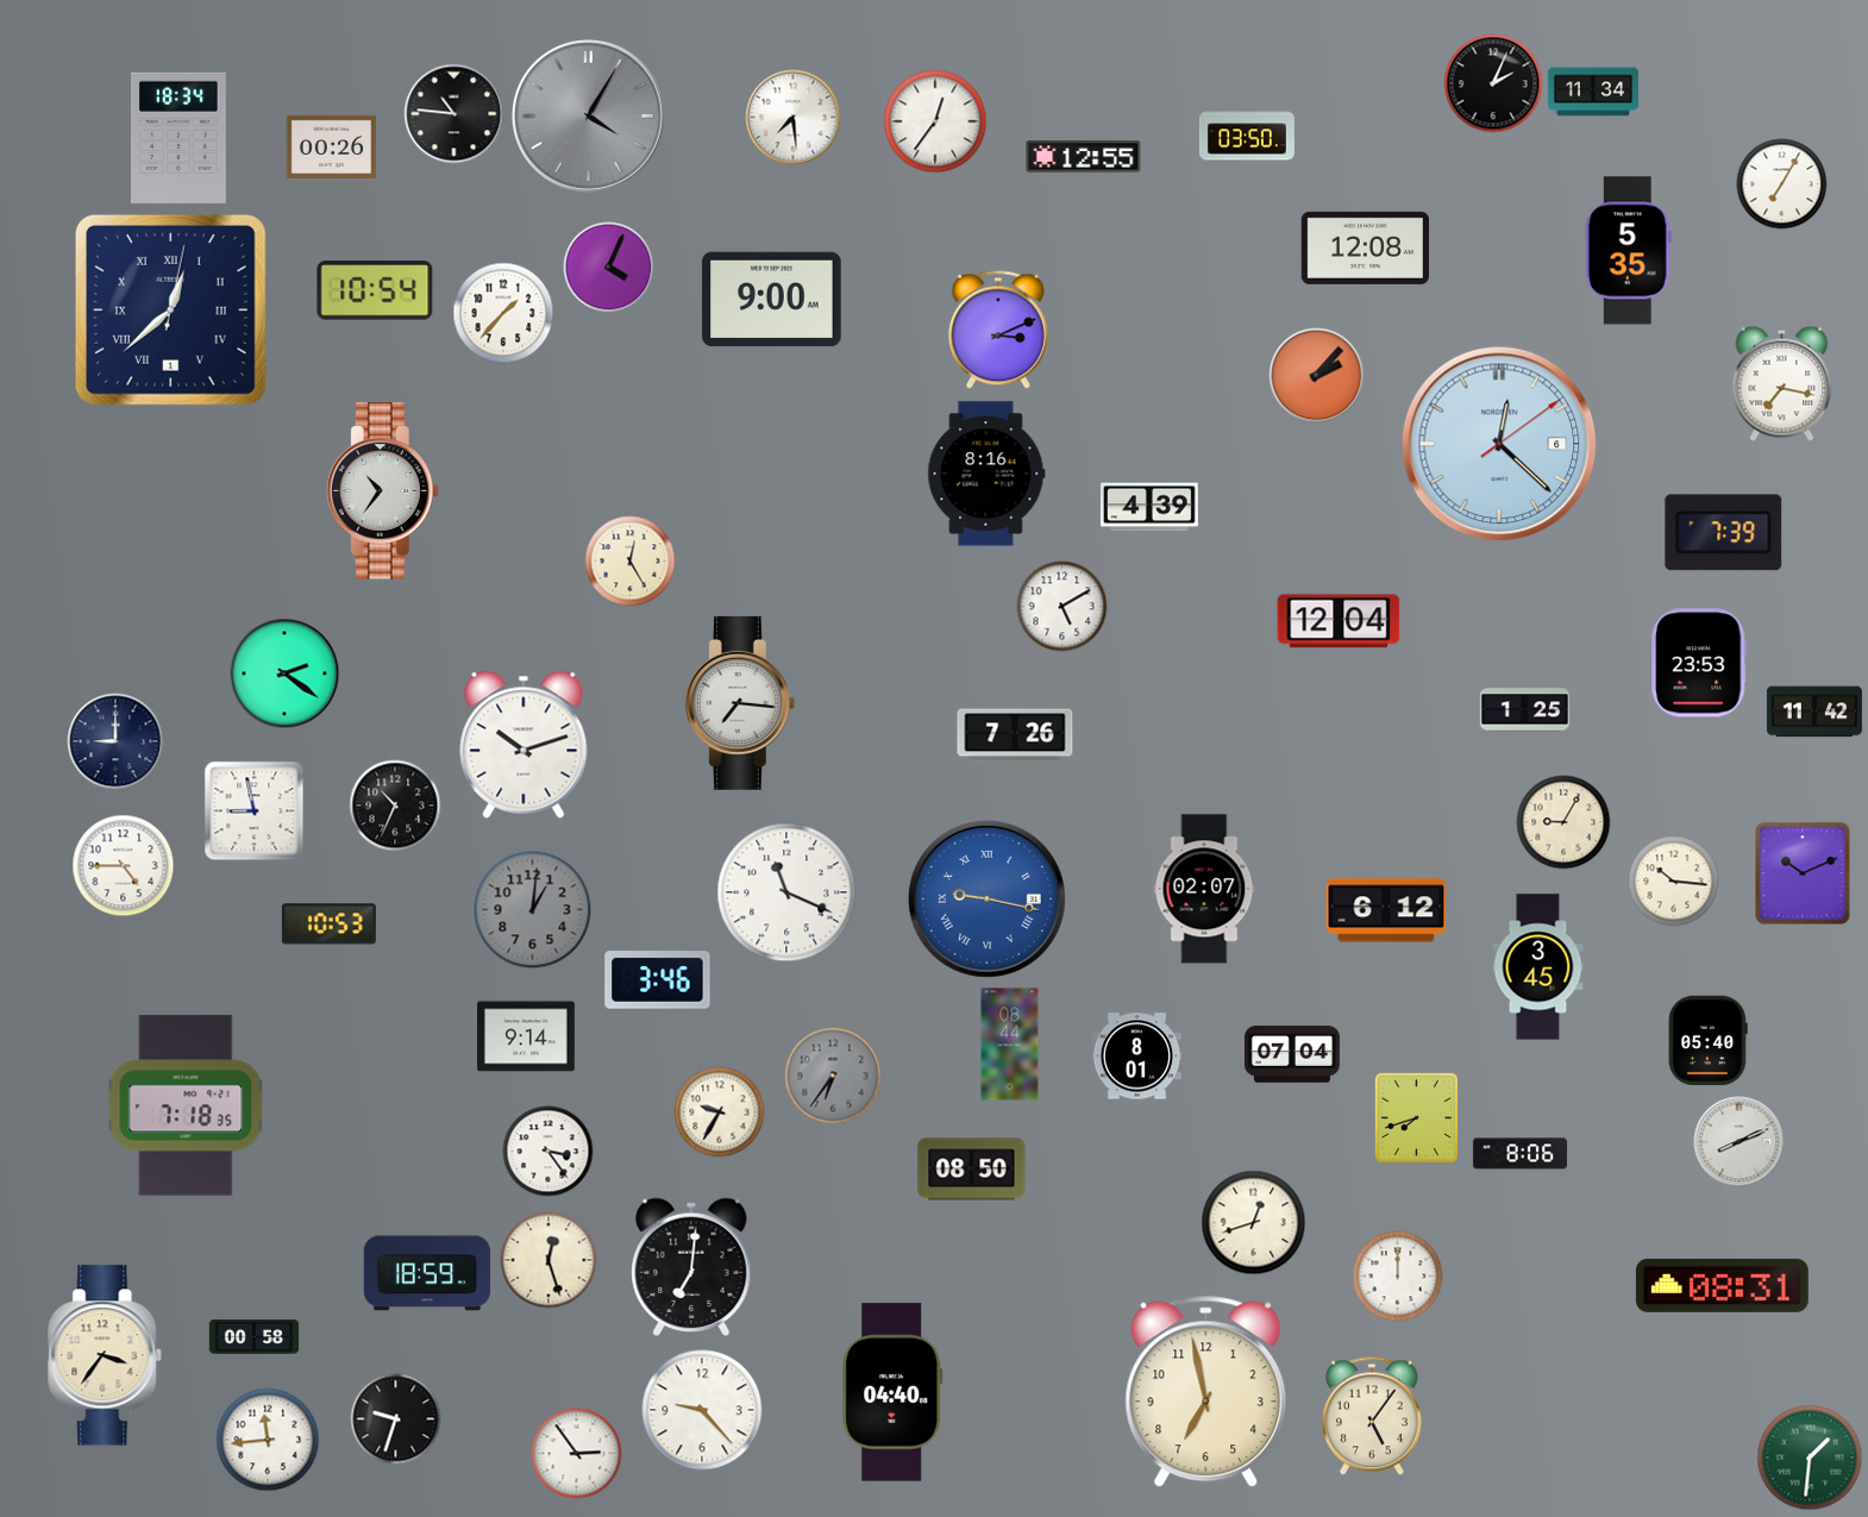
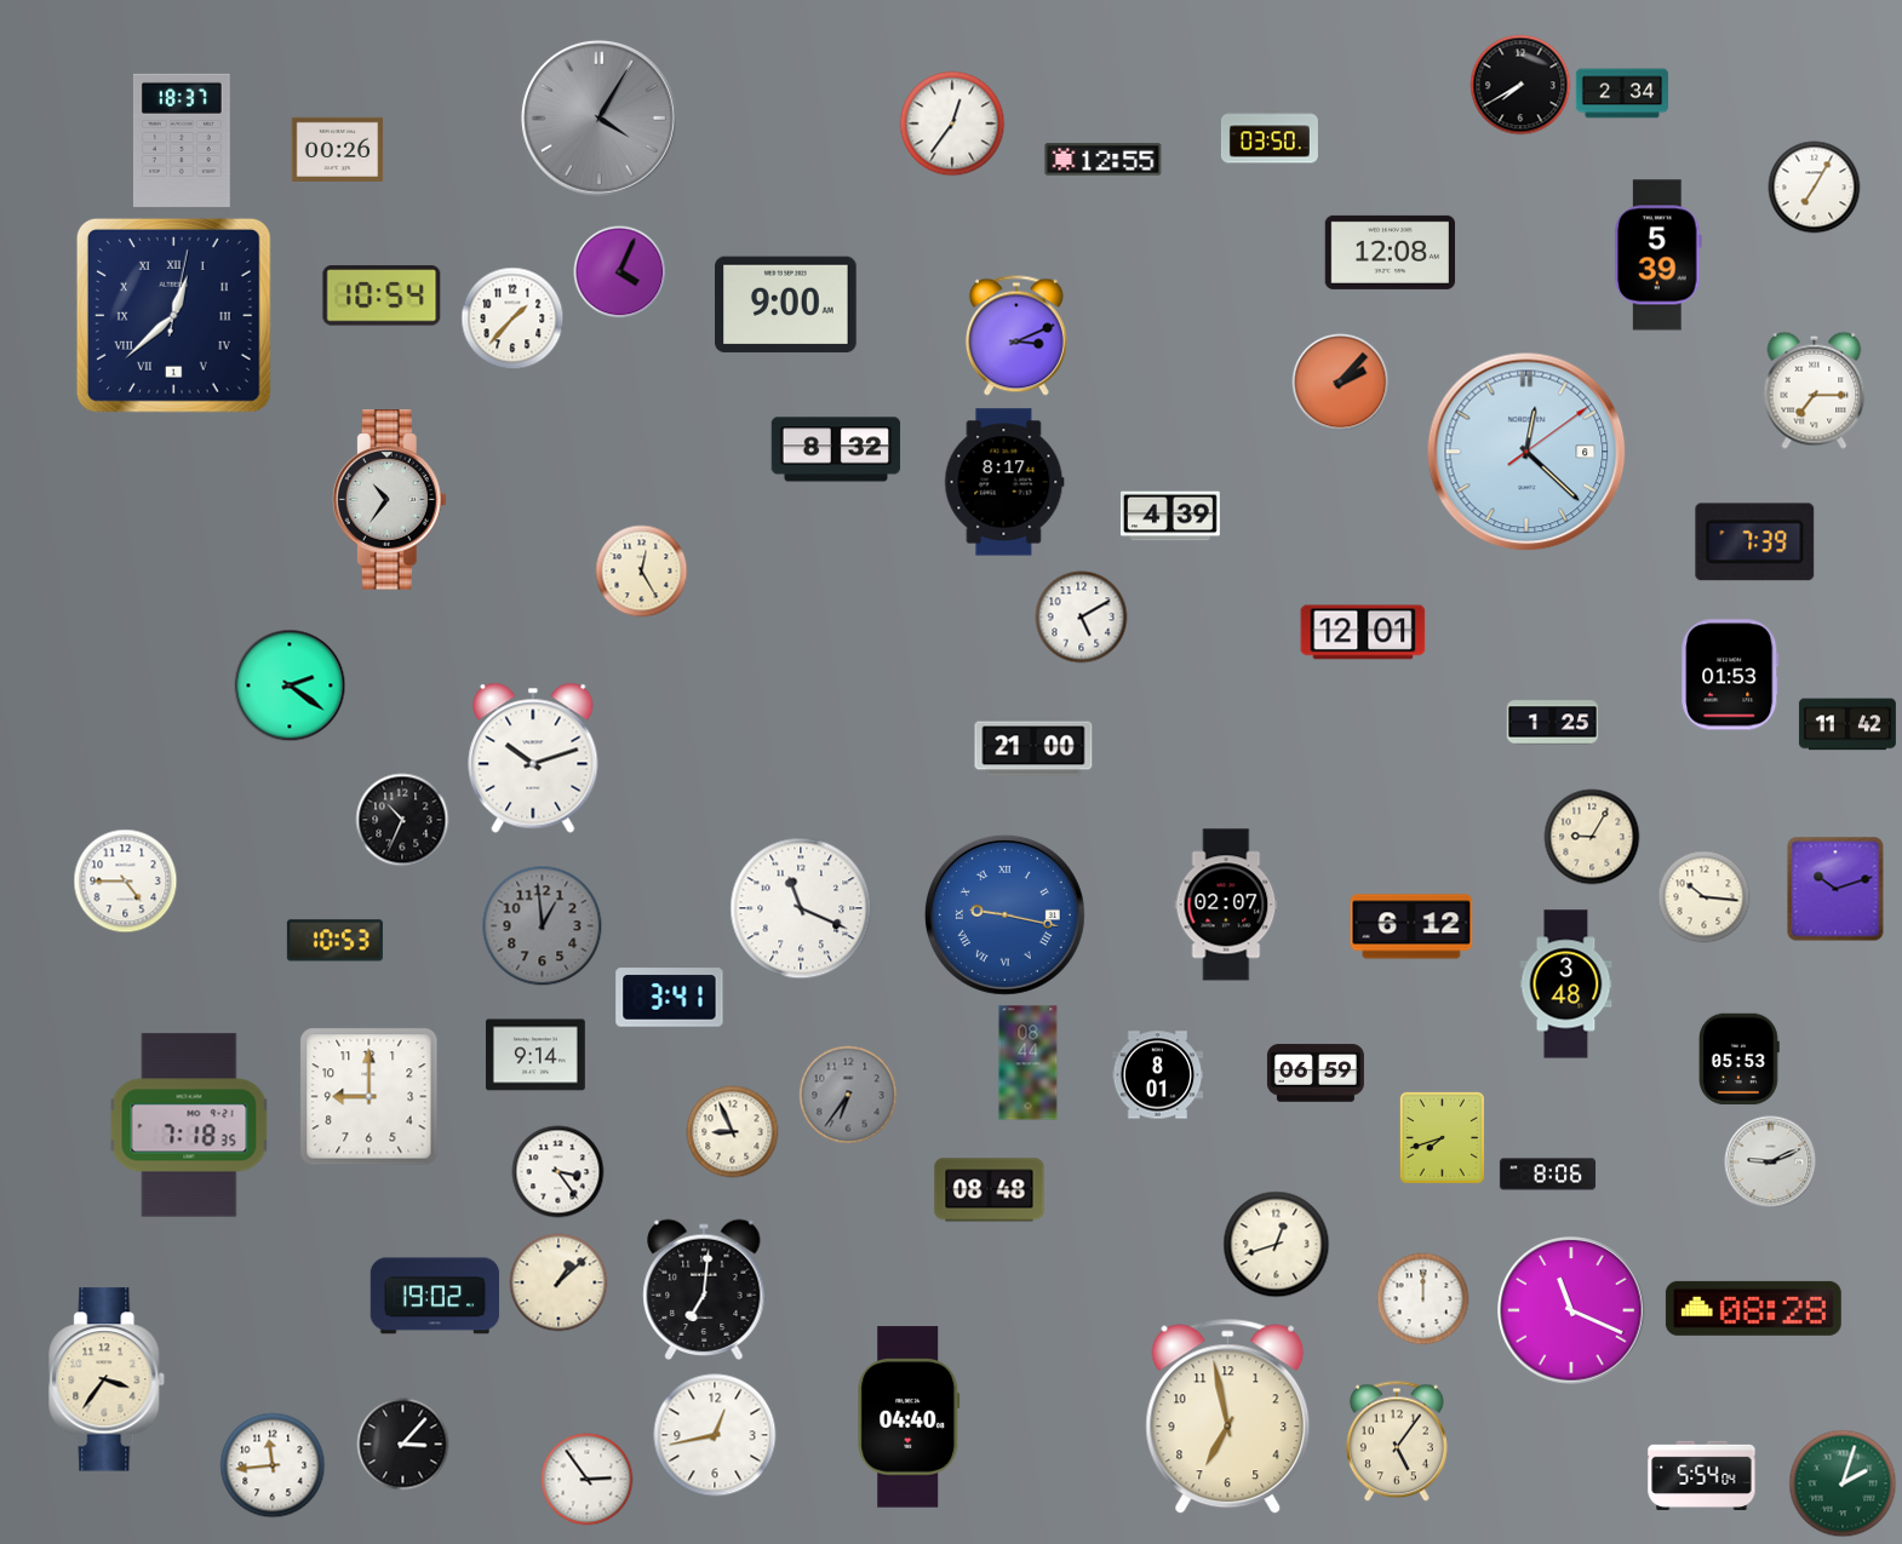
clock at (1493, 83): 2:04 -> 7:40
clock at (1593, 92): 11:34 -> 2:34
clock at (455, 114): 10:46 -> none
clock at (794, 118): 7:29 -> none
clock at (178, 138): 18:34 -> 18:37
clock at (1628, 251): 5:35 -> 5:39
clock at (1782, 383): 7:17 -> 7:15
clock at (836, 449): none -> 8:32
clock at (986, 474): 8:16 -> 8:17
clock at (1339, 621): 12:04 -> 12:01
clock at (1699, 663): 23:53 -> 01:53
clock at (740, 703): 7:16 -> none
clock at (1015, 735): 7:26 -> 21:00
clock at (115, 741): 9:00 -> none
clock at (255, 811): 8:58 -> none
clock at (1803, 873): 10:11 -> 10:12
clock at (533, 910): 1:01 -> 12:59
clock at (1538, 967): 3:45 -> 3:48
clock at (658, 980): 3:46 -> 3:41
clock at (1707, 1041): 05:40 -> 05:53
clock at (1292, 1054): 07:04 -> 06:59
clock at (369, 1097): none -> 9:00
clock at (720, 1112): 9:35 -> 8:56
clock at (1740, 1142): 8:11 -> 9:11
clock at (972, 1170): 08:50 -> 08:48
clock at (549, 1260): 12:27 -> 1:08
clock at (427, 1273): 18:59 -> 19:02
clock at (1722, 1285): 08:31 -> 08:28
clock at (1571, 1310): none -> 11:19
clock at (255, 1337): 00:58 -> none
clock at (702, 1410): 9:23 -> 12:43
clock at (396, 1419): 9:33 -> 3:07
clock at (1702, 1475): none -> 5:54
clock at (1810, 1458): 1:31 -> 2:03
